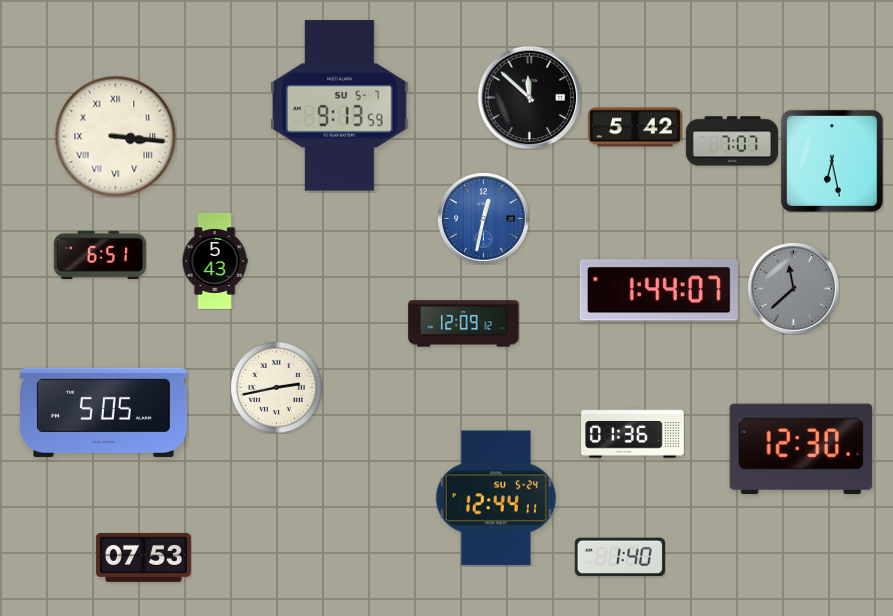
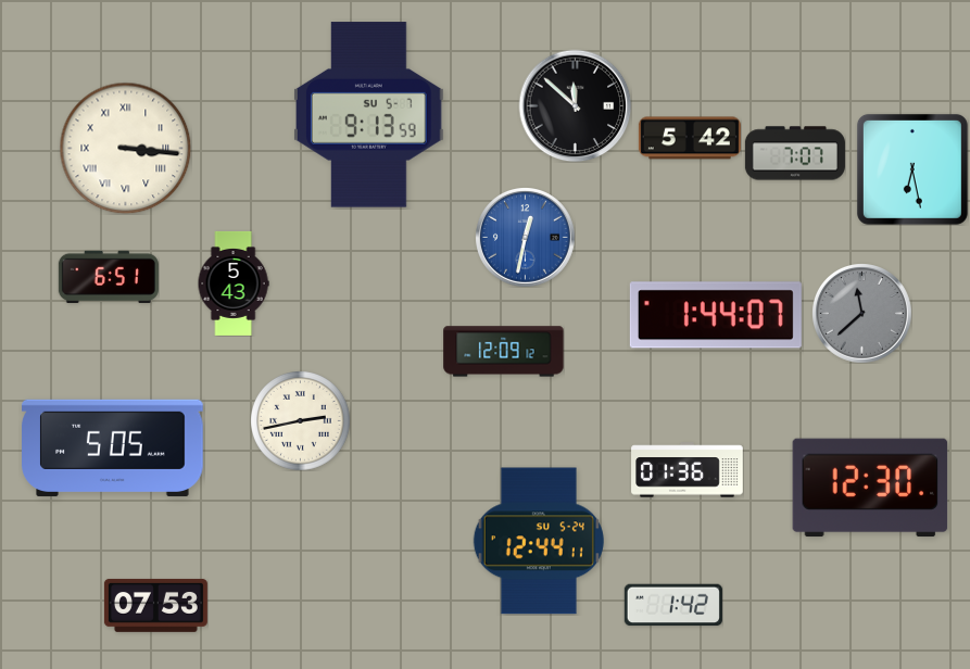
clock at (832, 161) position: (832, 161) -> (912, 169)
clock at (620, 557): 1:40 -> 1:42
